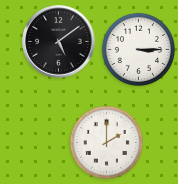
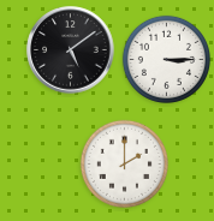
clock at (106, 142) position: (106, 142) -> (124, 163)
